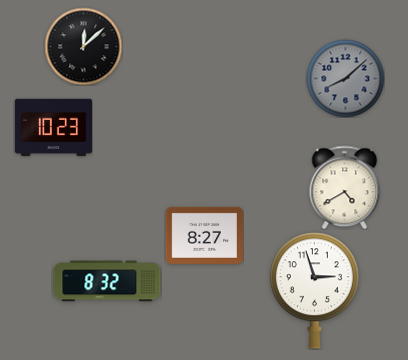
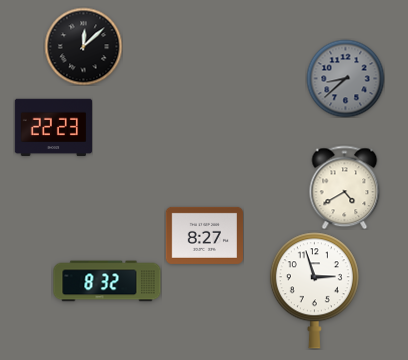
clock at (345, 78): 8:08 -> 8:38
clock at (53, 128): 10:23 -> 22:23
